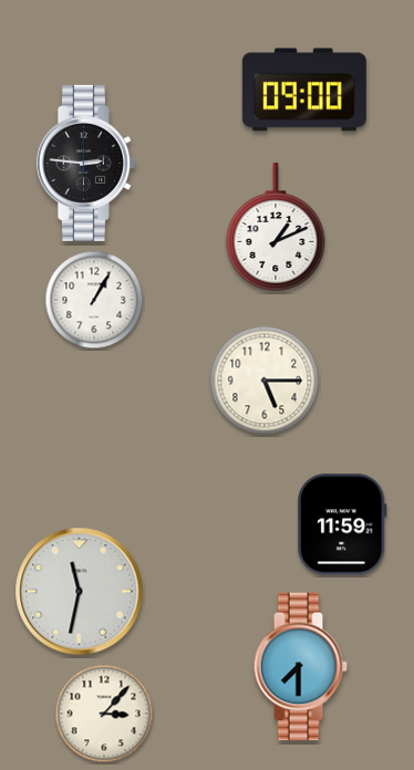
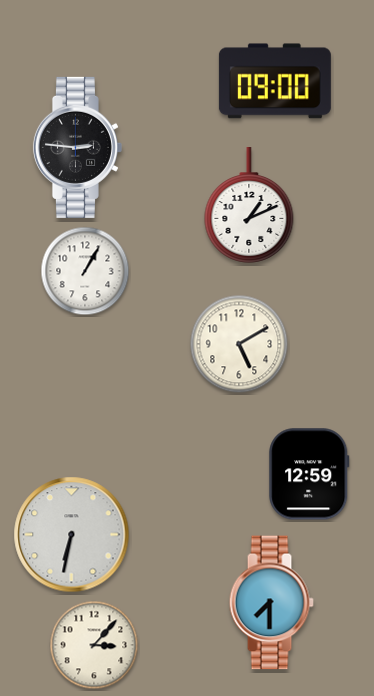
clock at (265, 381): 5:15 -> 5:10
clock at (342, 524): 11:59 -> 12:59
clock at (80, 592): 11:32 -> 6:32
